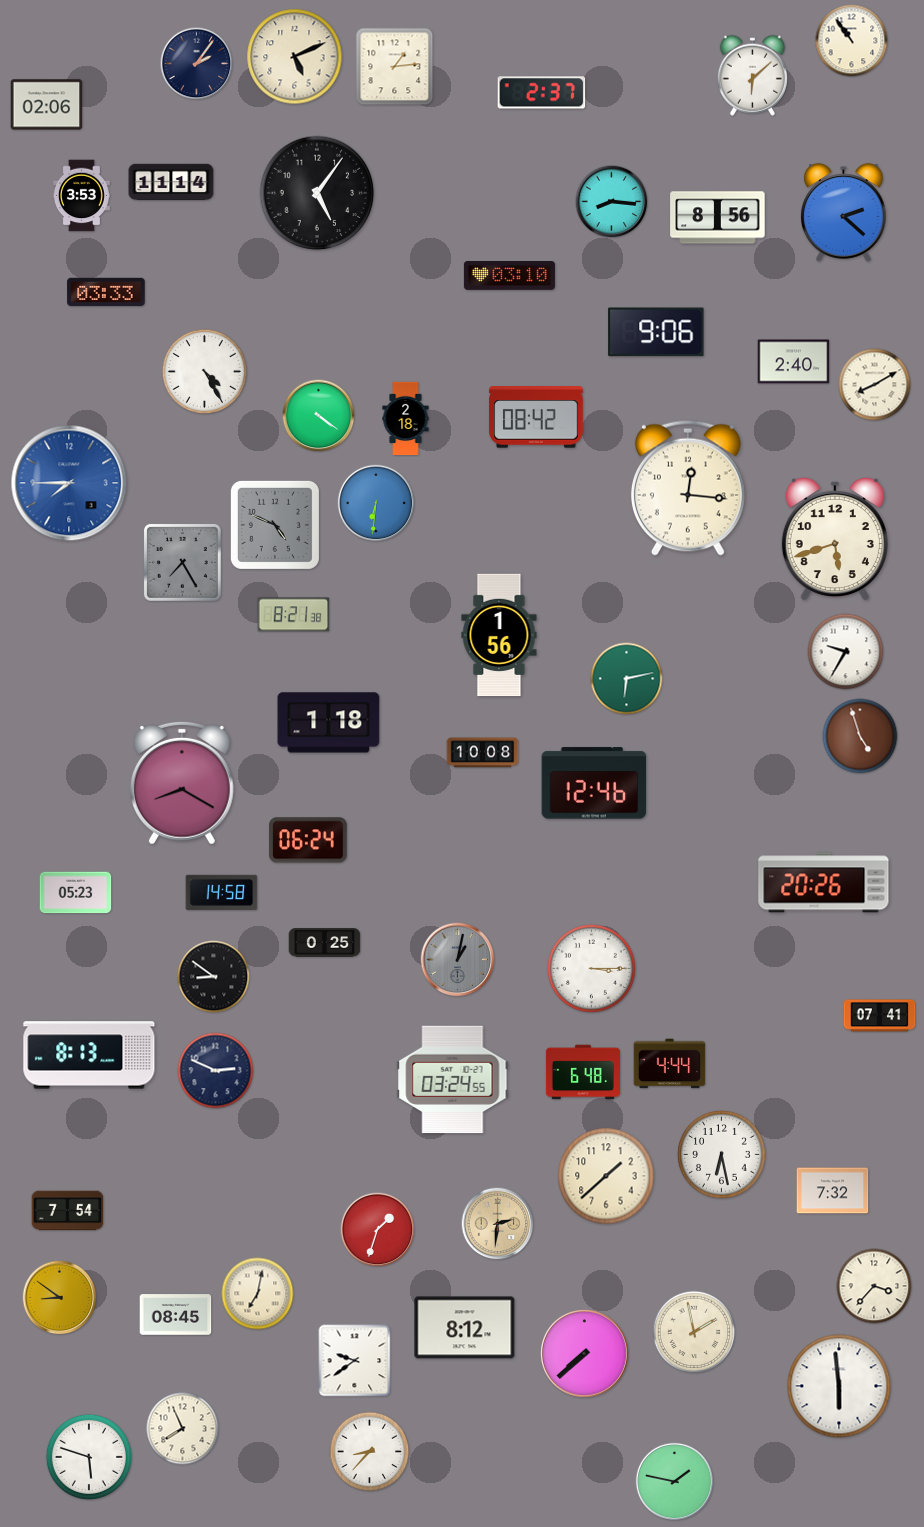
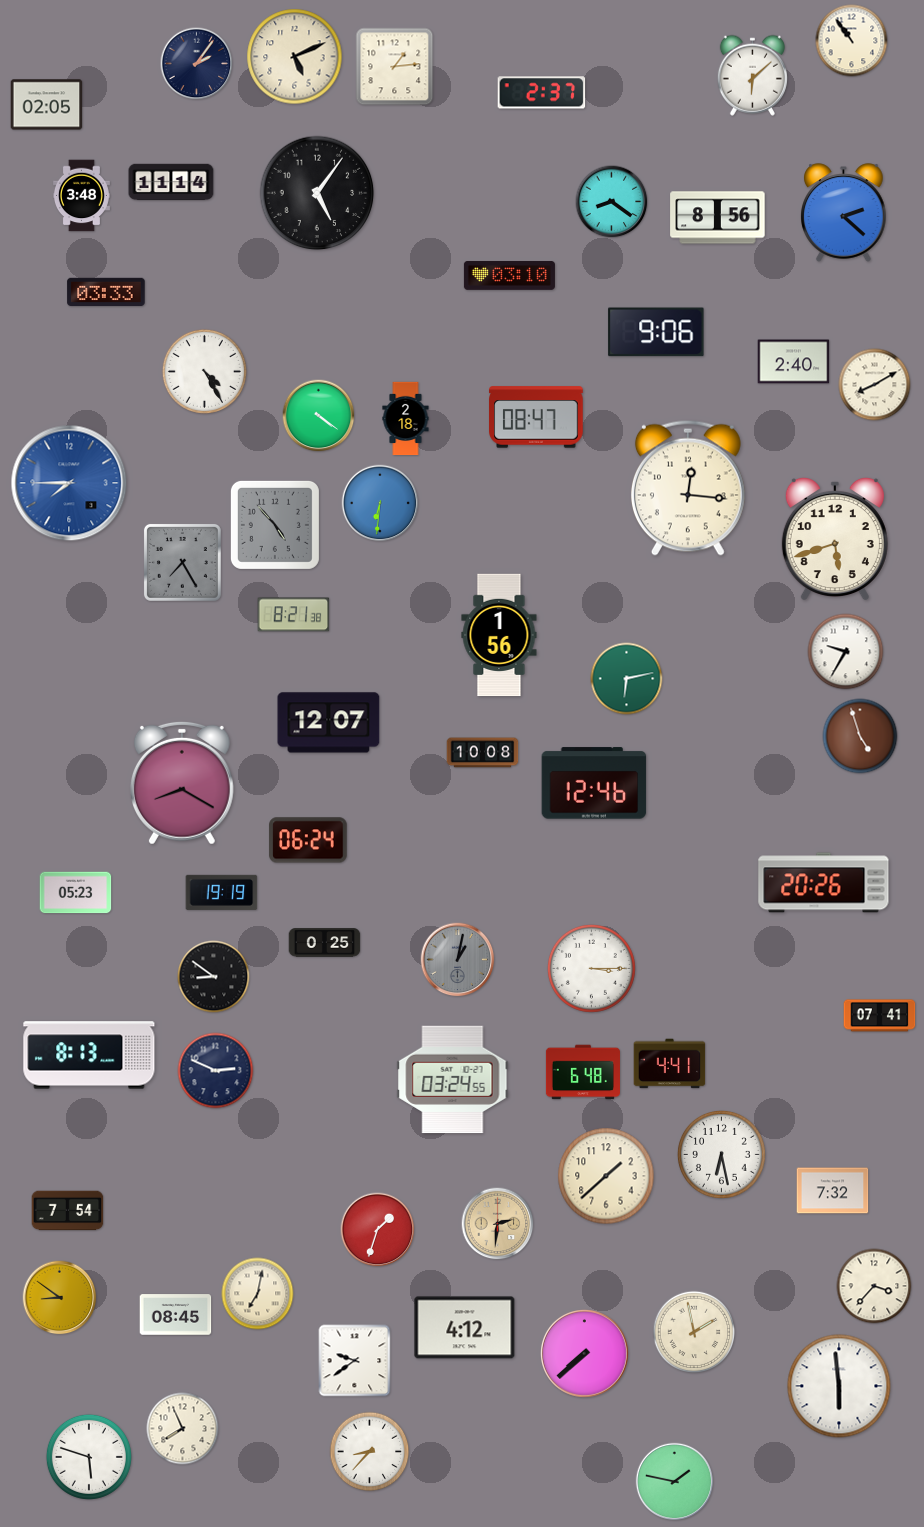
clock at (47, 105): 02:06 -> 02:05
clock at (81, 196): 3:53 -> 3:48
clock at (612, 202): 8:16 -> 8:21
clock at (536, 417): 08:42 -> 08:47
clock at (376, 503) position: (376, 503) -> (380, 503)
clock at (275, 525): 4:49 -> 4:53
clock at (329, 723): 1:18 -> 12:07
clock at (222, 892): 14:58 -> 19:19
clock at (670, 1064): 4:44 -> 4:41
clock at (465, 1328): 8:12 -> 4:12
